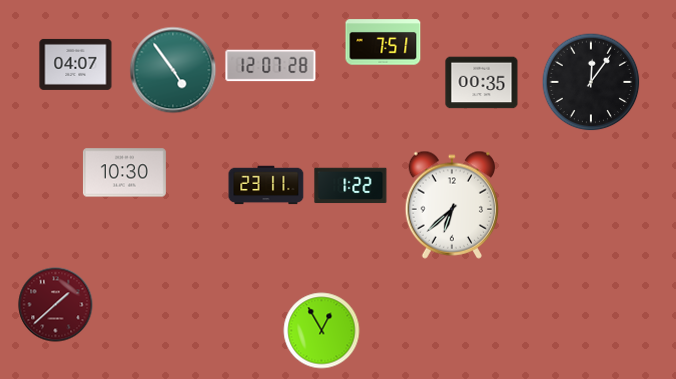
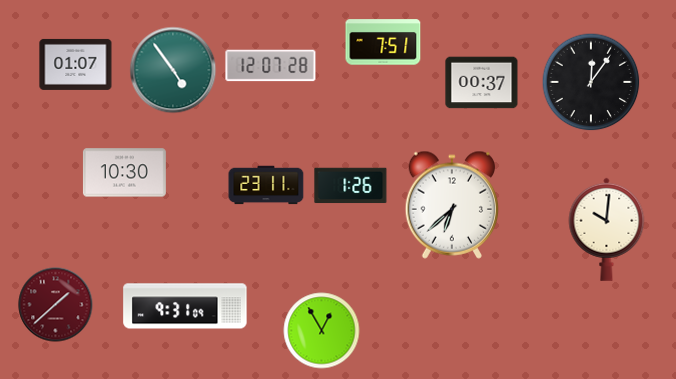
clock at (76, 64): 04:07 -> 01:07
clock at (482, 83): 00:35 -> 00:37
clock at (351, 186): 1:22 -> 1:26
clock at (607, 229): none -> 10:01
clock at (185, 306): none -> 9:31
